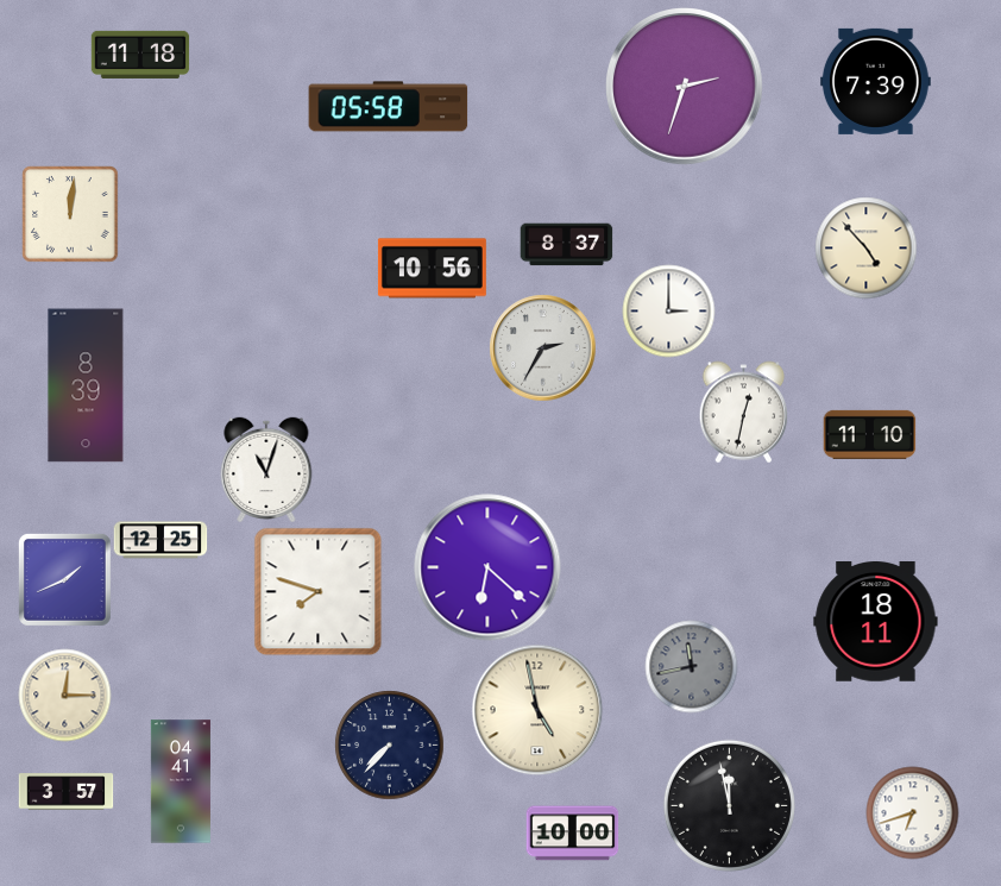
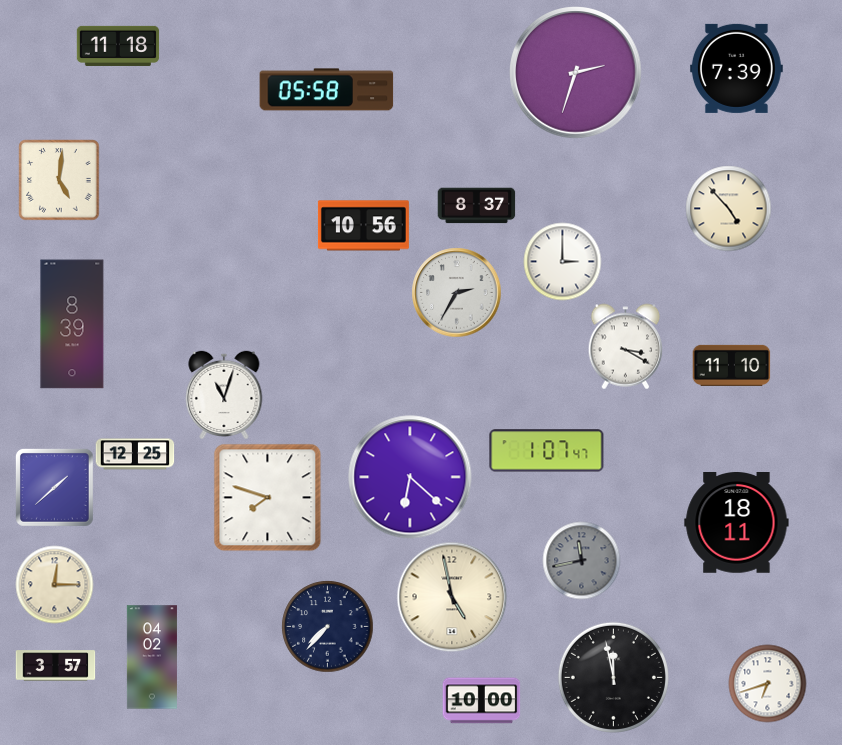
clock at (70, 214): 12:01 -> 5:01
clock at (744, 411): 12:32 -> 3:20
clock at (547, 451): none -> 1:07
clock at (64, 579): 1:41 -> 1:38
clock at (181, 781): 04:41 -> 04:02
